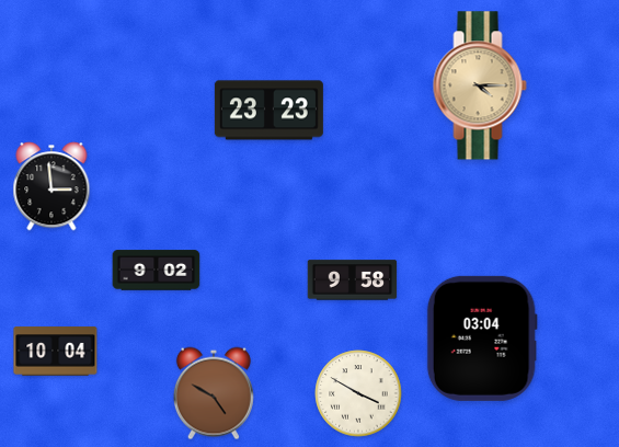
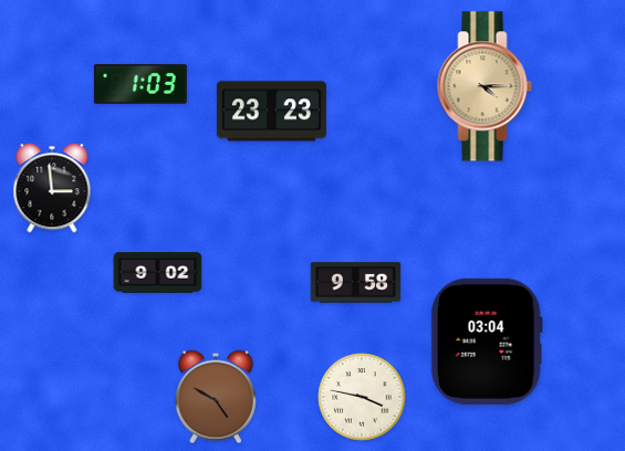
clock at (140, 84): none -> 1:03
clock at (56, 352): 10:04 -> none
clock at (358, 393): 3:50 -> 3:47
